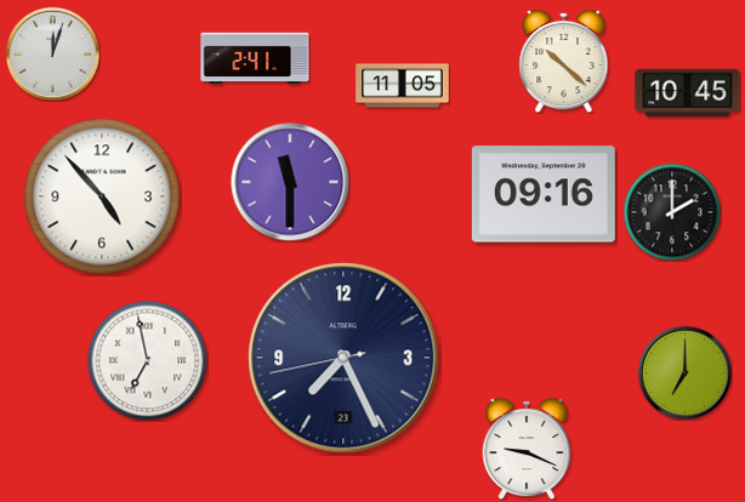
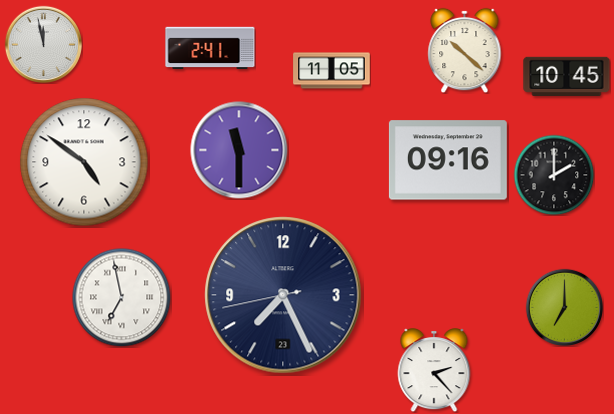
clock at (52, 53): 12:03 -> 11:58
clock at (102, 196): 4:53 -> 4:51
clock at (527, 449): 9:19 -> 2:23
